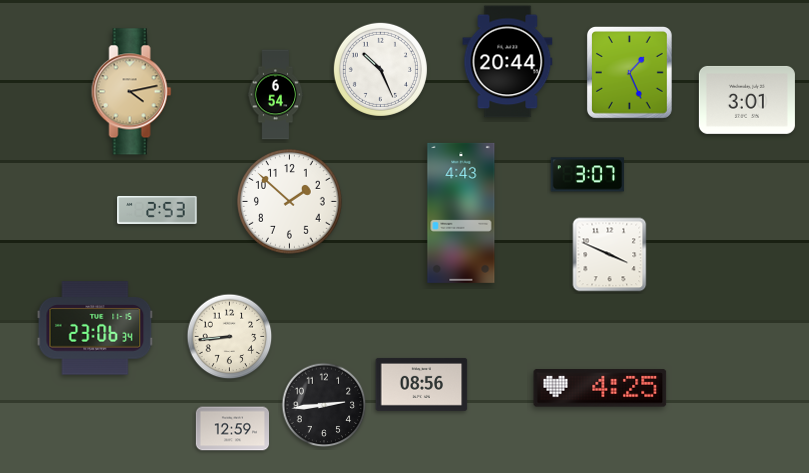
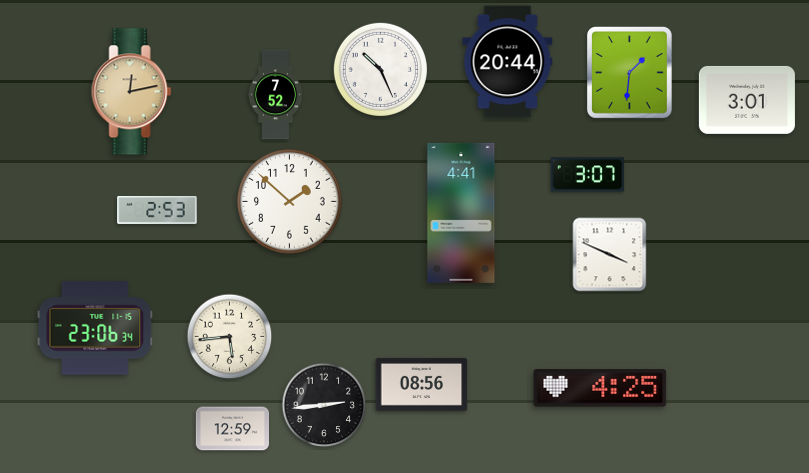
clock at (629, 72): 1:26 -> 1:31
clock at (132, 92): 4:13 -> 12:13
clock at (276, 95): 6:54 -> 7:52
clock at (461, 213): 4:43 -> 4:41
clock at (230, 337): 8:44 -> 5:44
